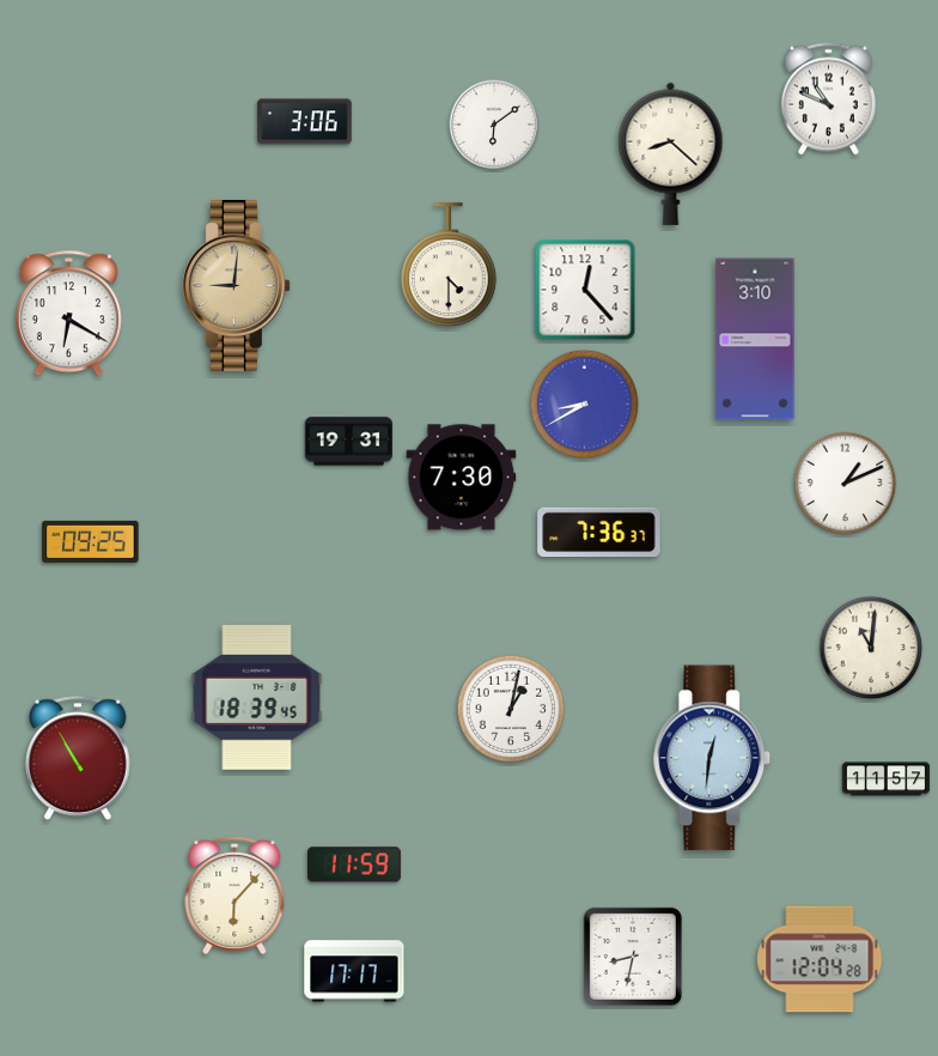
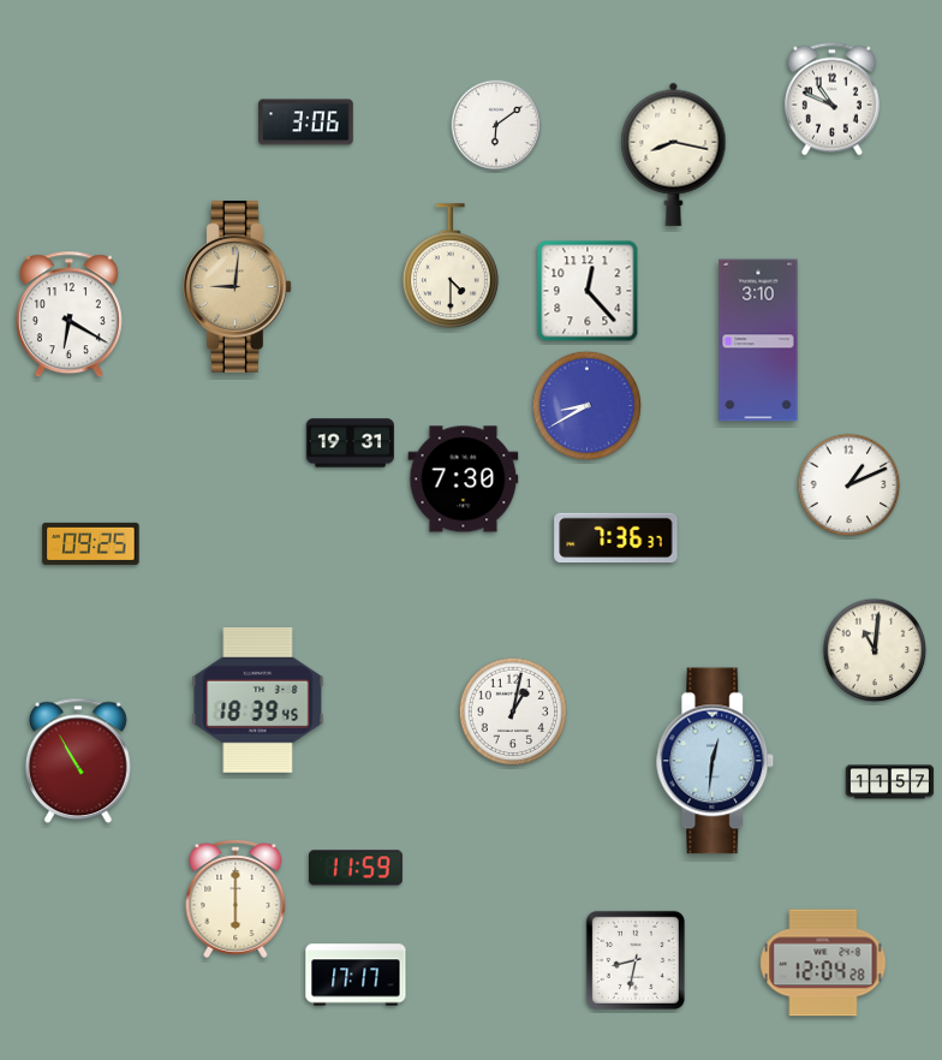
clock at (671, 153): 8:22 -> 8:17
clock at (599, 533) position: (599, 533) -> (616, 538)
clock at (234, 896): 6:07 -> 6:00
